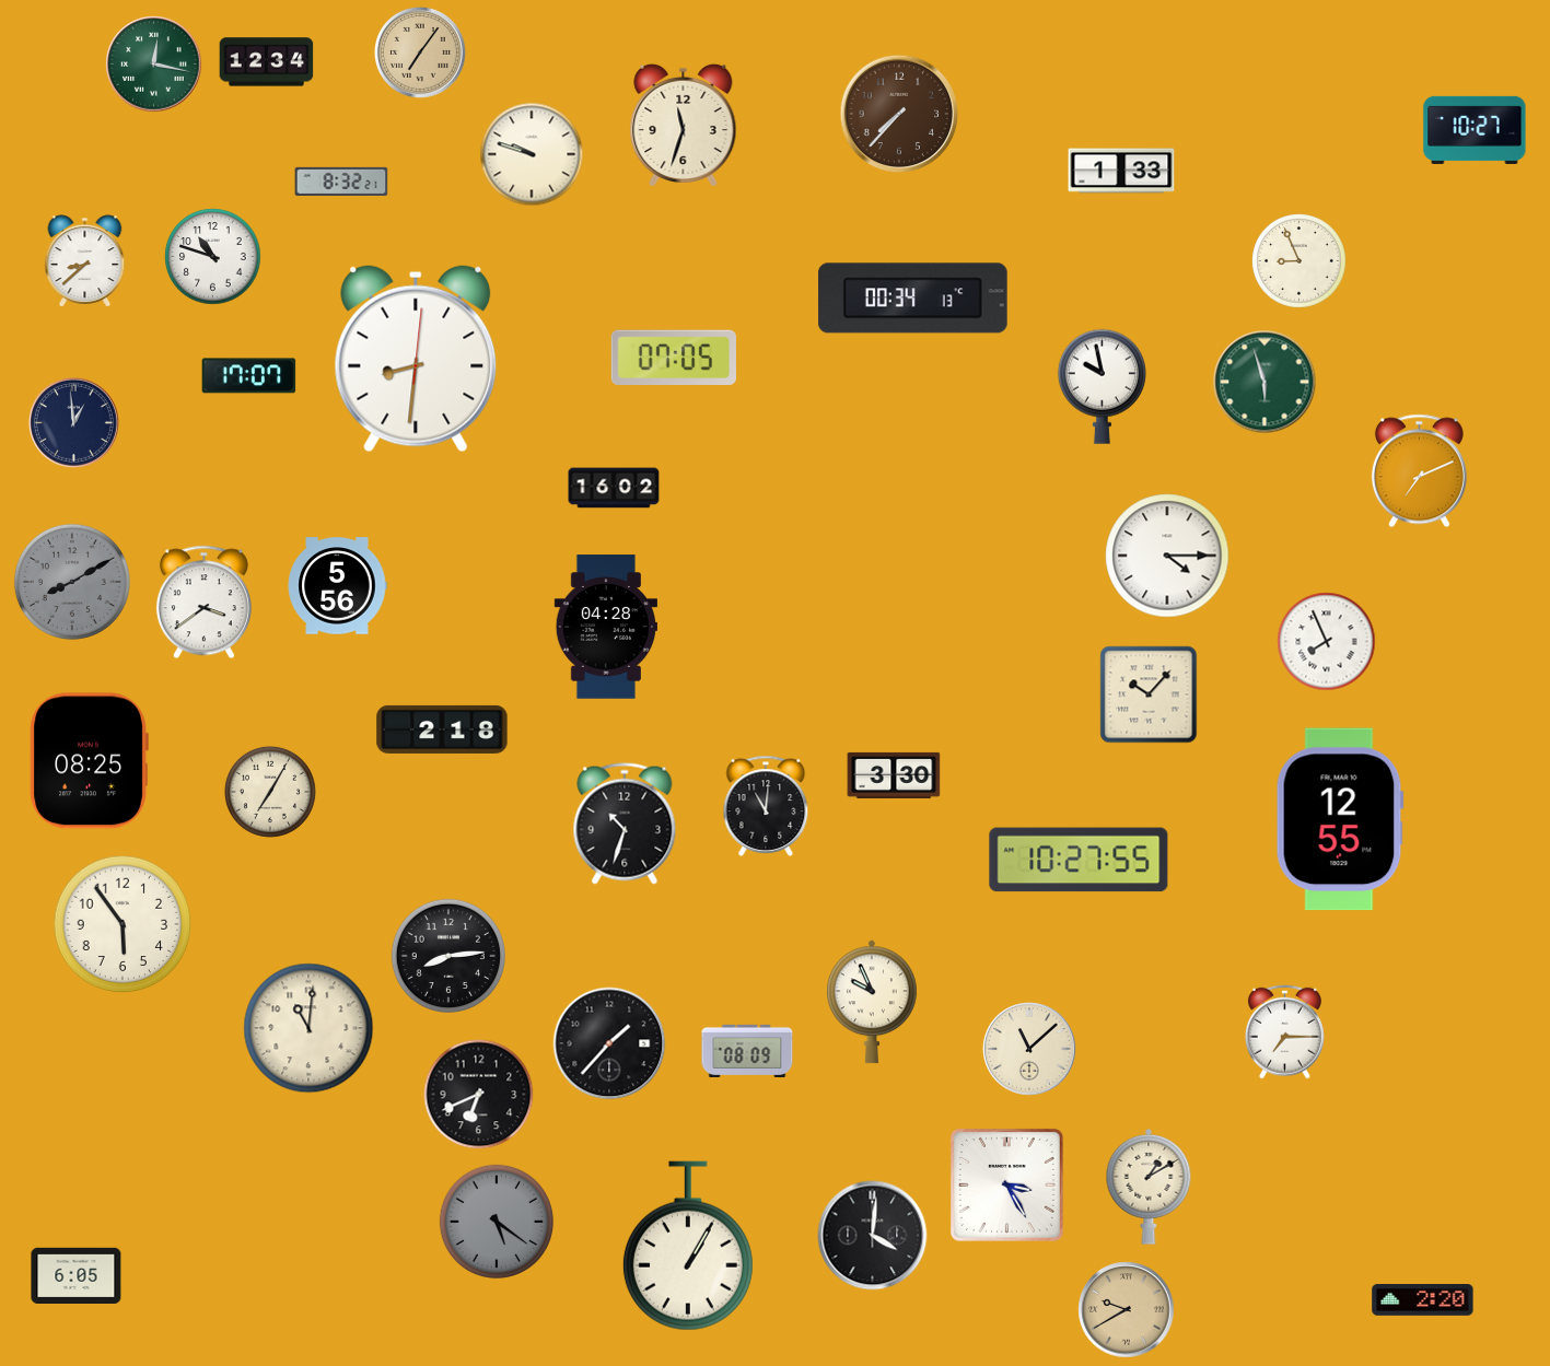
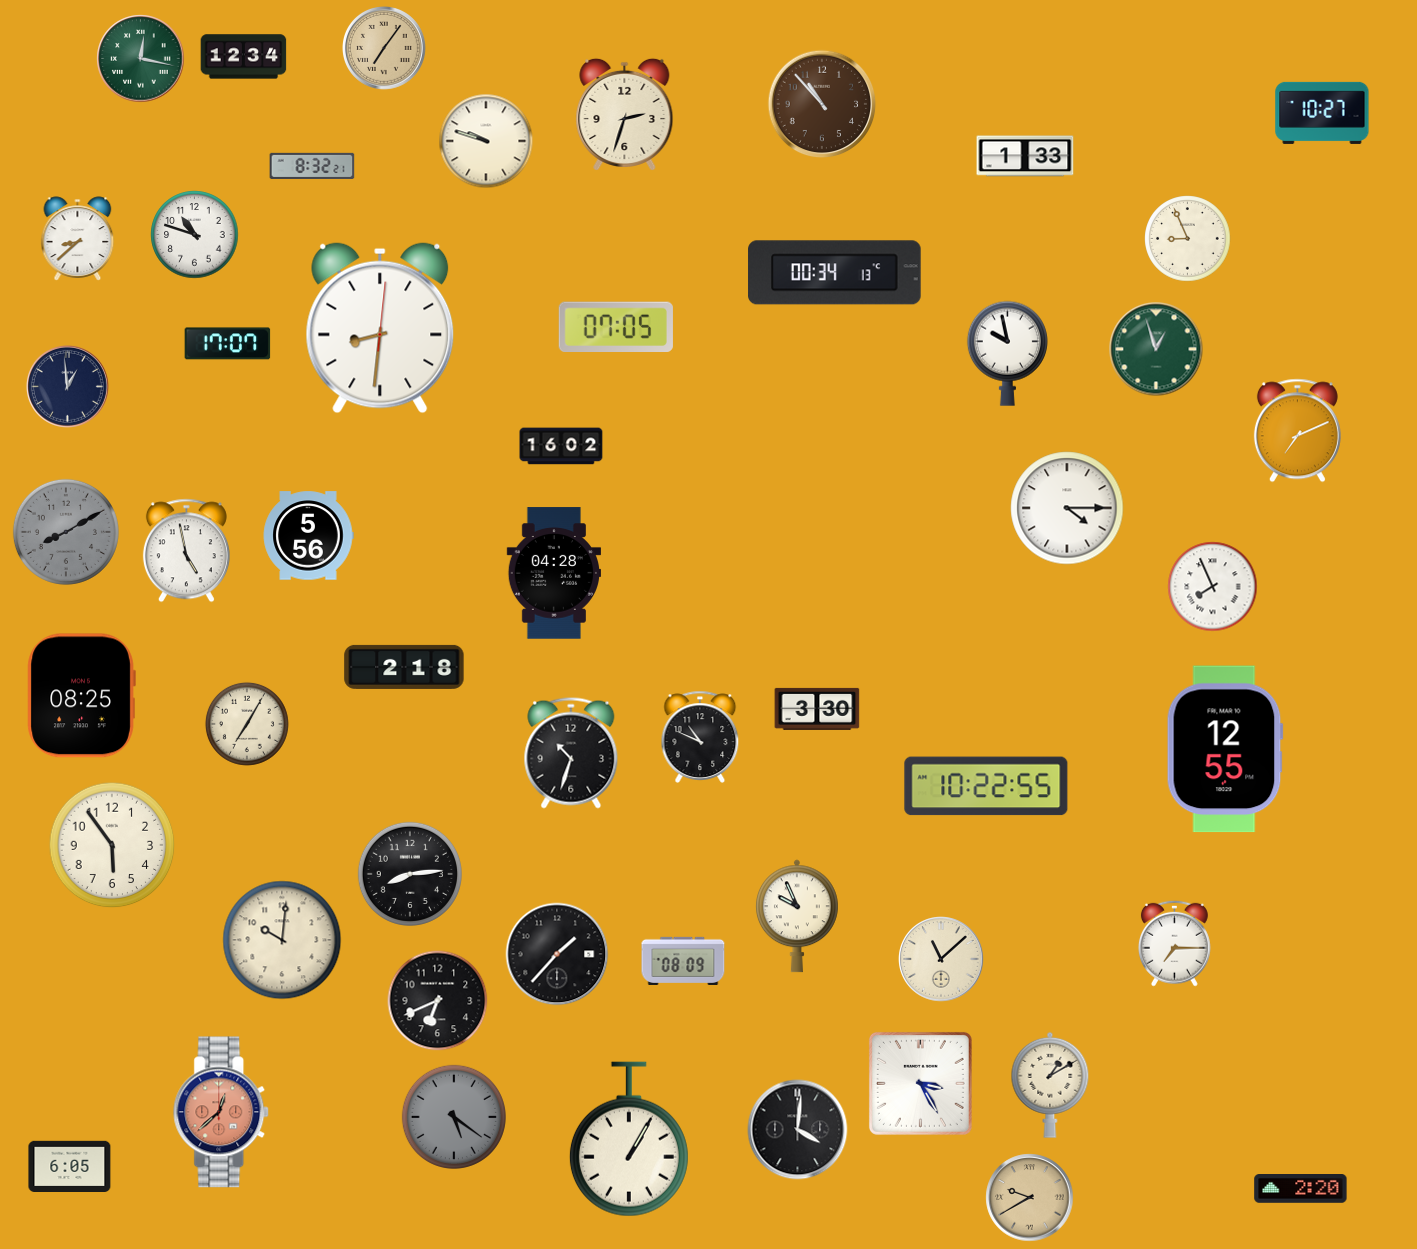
clock at (899, 114): 7:37 -> 10:53
clock at (684, 125): 11:33 -> 2:33
clock at (1475, 130) position: (1475, 130) -> (1322, 113)
clock at (1265, 382): 5:57 -> 12:57
clock at (203, 603): 3:39 -> 4:58
clock at (1149, 694): 10:07 -> none
clock at (766, 806): 11:01 -> 10:49
clock at (1079, 860): 10:27 -> 10:22
clock at (308, 1028): 11:01 -> 10:01
clock at (222, 1112): none -> 12:38
